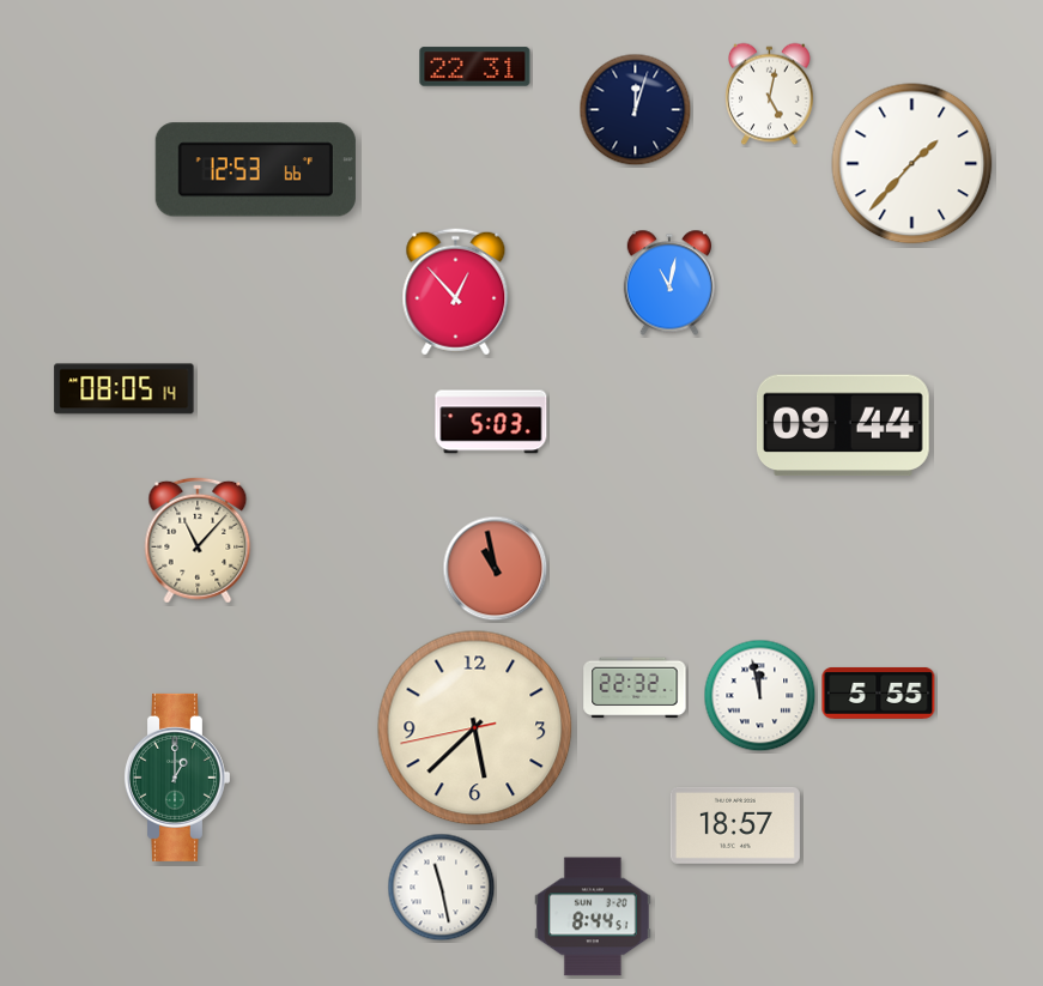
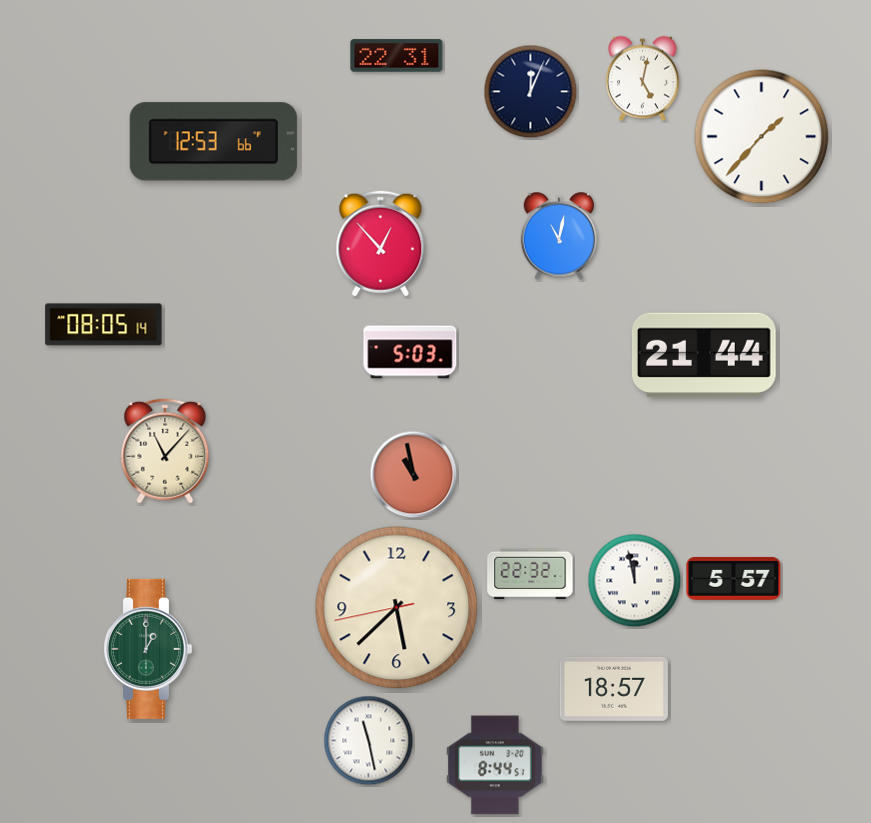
clock at (636, 110): 12:03 -> 12:04
clock at (843, 425): 09:44 -> 21:44
clock at (879, 692): 5:55 -> 5:57
